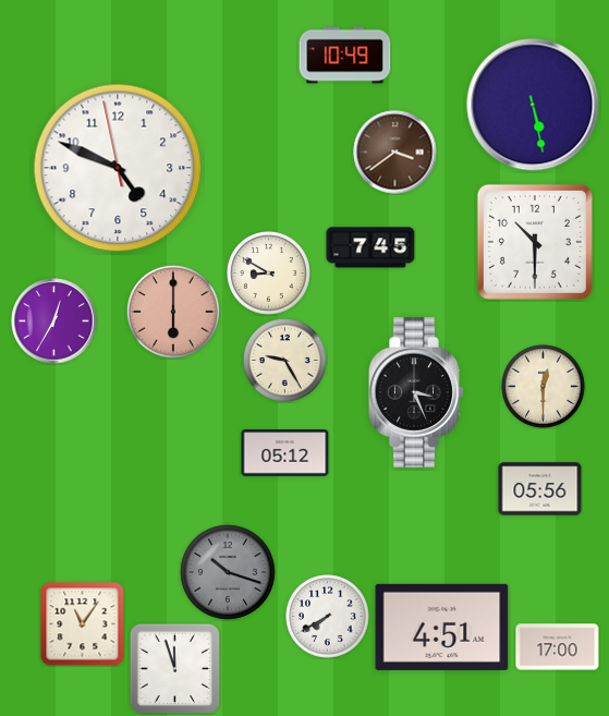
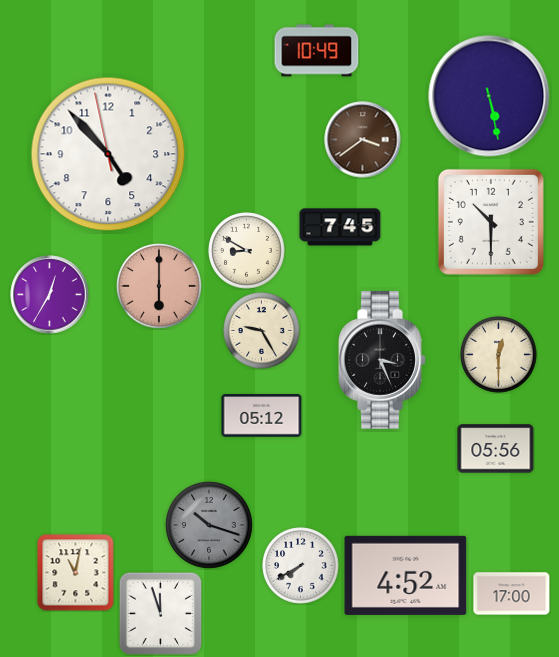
clock at (118, 168): 4:48 -> 4:52
clock at (83, 624): 11:06 -> 11:02
clock at (442, 627): 4:51 -> 4:52
